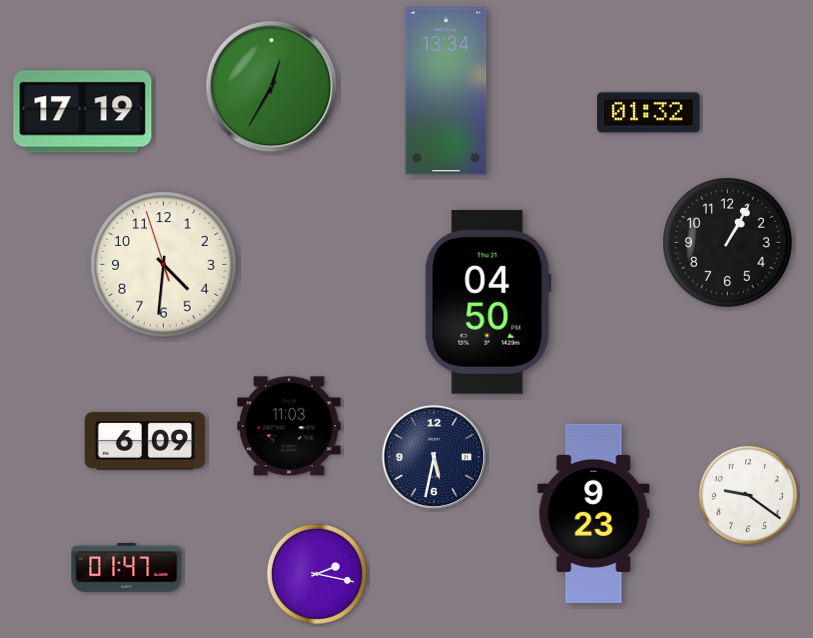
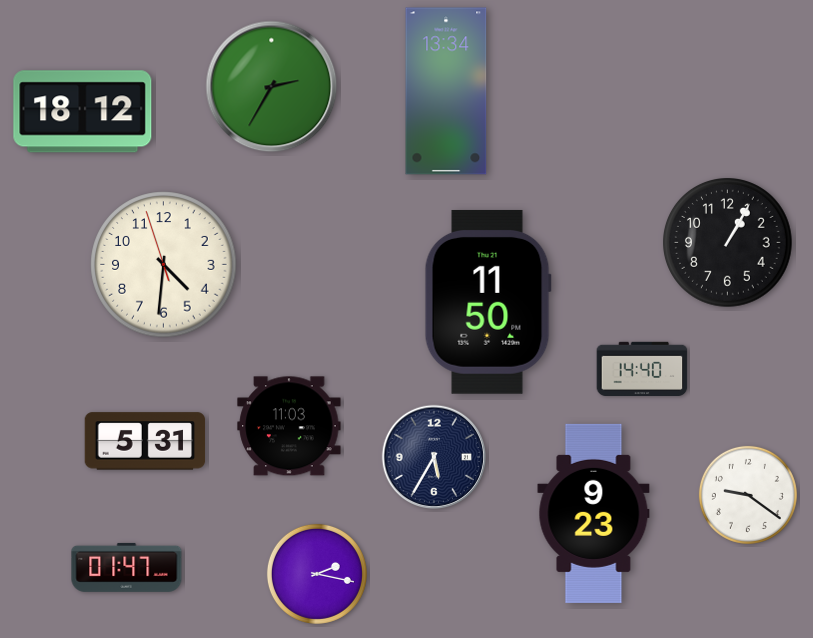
clock at (272, 87): 12:35 -> 2:35
clock at (83, 112): 17:19 -> 18:12
clock at (649, 113): 01:32 -> none
clock at (488, 302): 04:50 -> 11:50
clock at (642, 368): none -> 14:40
clock at (145, 441): 6:09 -> 5:31
clock at (434, 457): 5:32 -> 5:35
